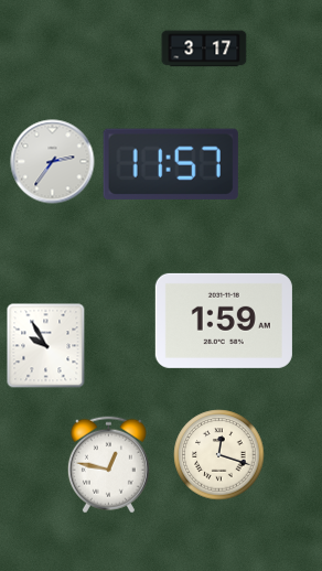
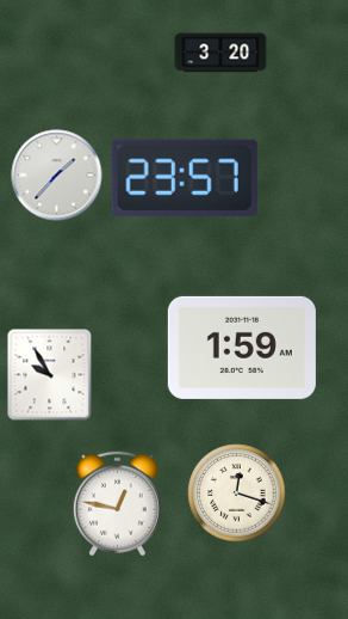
clock at (204, 49): 3:17 -> 3:20
clock at (53, 162): 2:36 -> 1:37
clock at (171, 164): 11:57 -> 23:57
